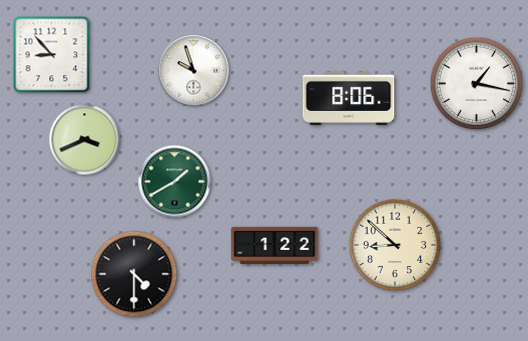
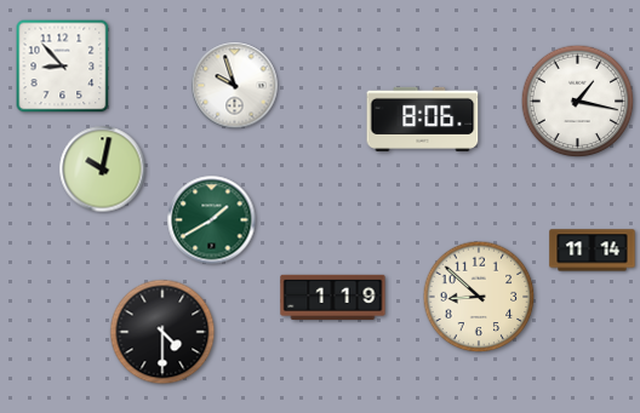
clock at (85, 140): 3:41 -> 10:02
clock at (593, 251): none -> 11:14
clock at (275, 245): 1:22 -> 1:19
